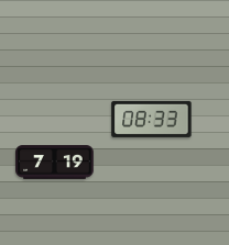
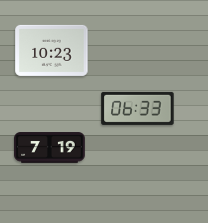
clock at (52, 50): none -> 10:23
clock at (152, 119): 08:33 -> 06:33
